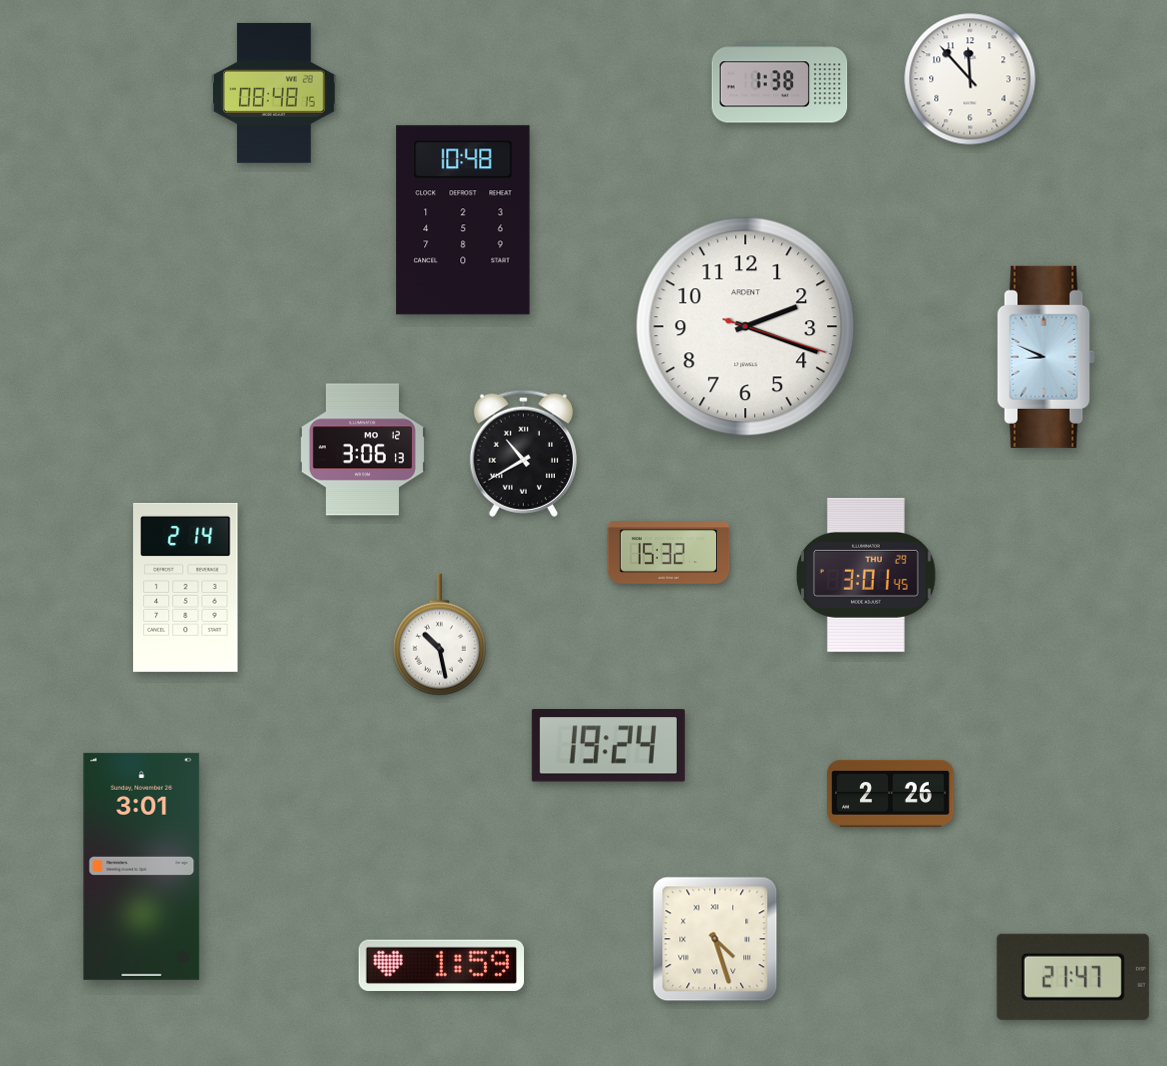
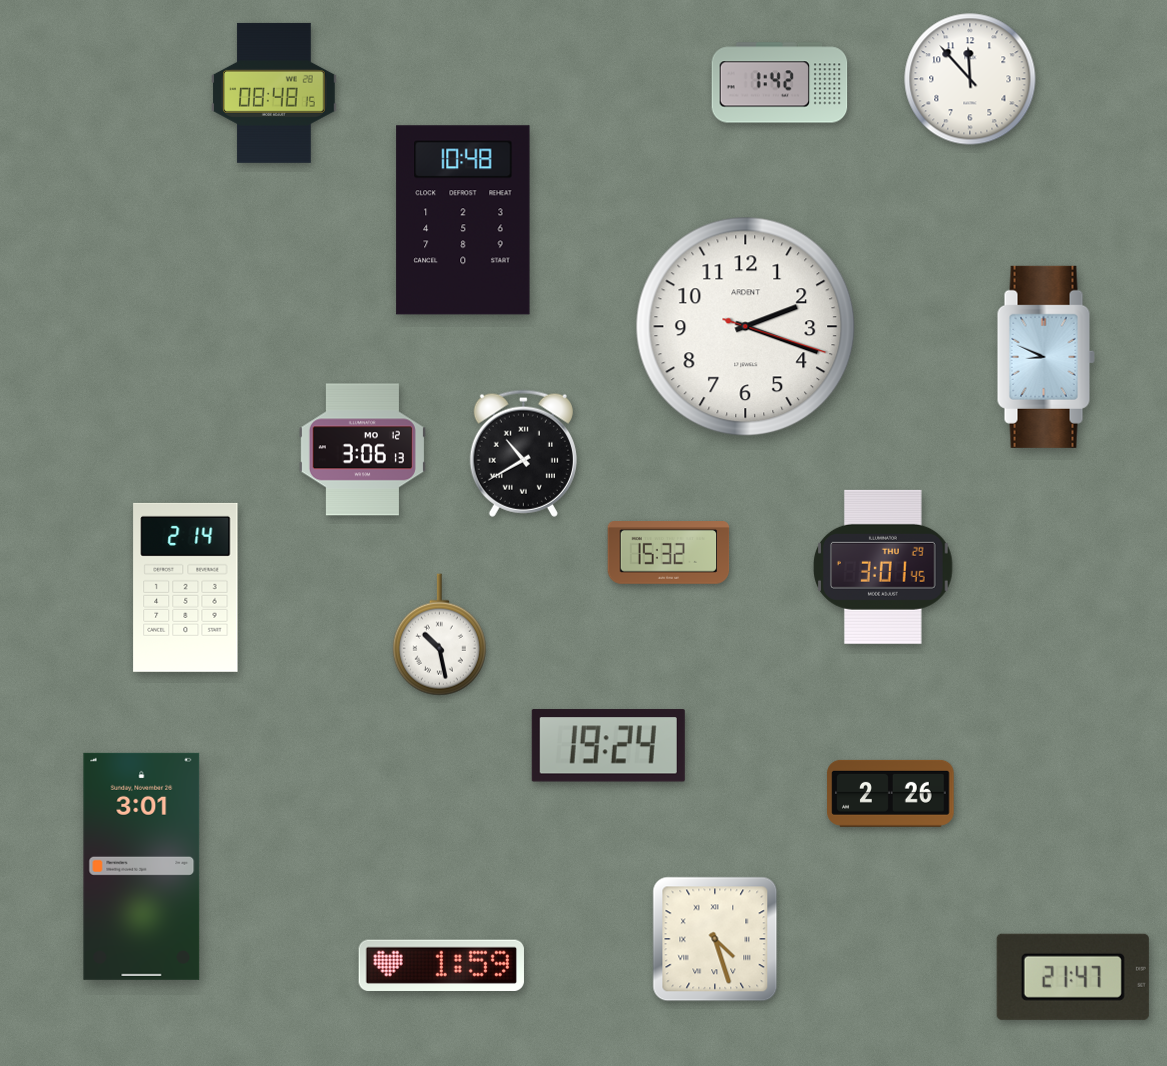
clock at (780, 83): 1:38 -> 1:42
clock at (867, 575) position: (867, 575) -> (884, 567)
